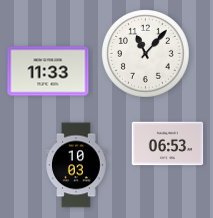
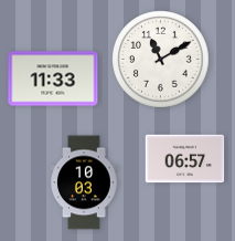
clock at (146, 54): 11:07 -> 11:10
clock at (168, 144): 06:53 -> 06:57
